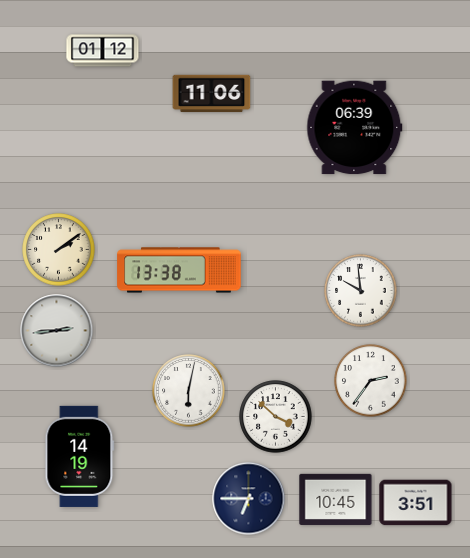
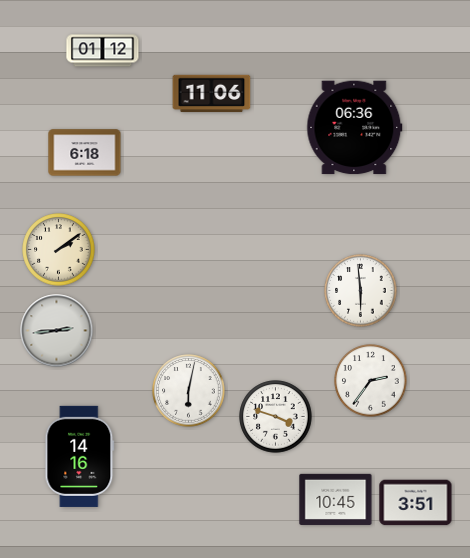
clock at (355, 128): 06:39 -> 06:36
clock at (85, 153): none -> 6:18
clock at (179, 270): 13:38 -> none
clock at (361, 291): 9:59 -> 5:59
clock at (276, 417): 3:52 -> 3:48
clock at (80, 456): 14:19 -> 14:16
clock at (249, 499): 6:45 -> none
